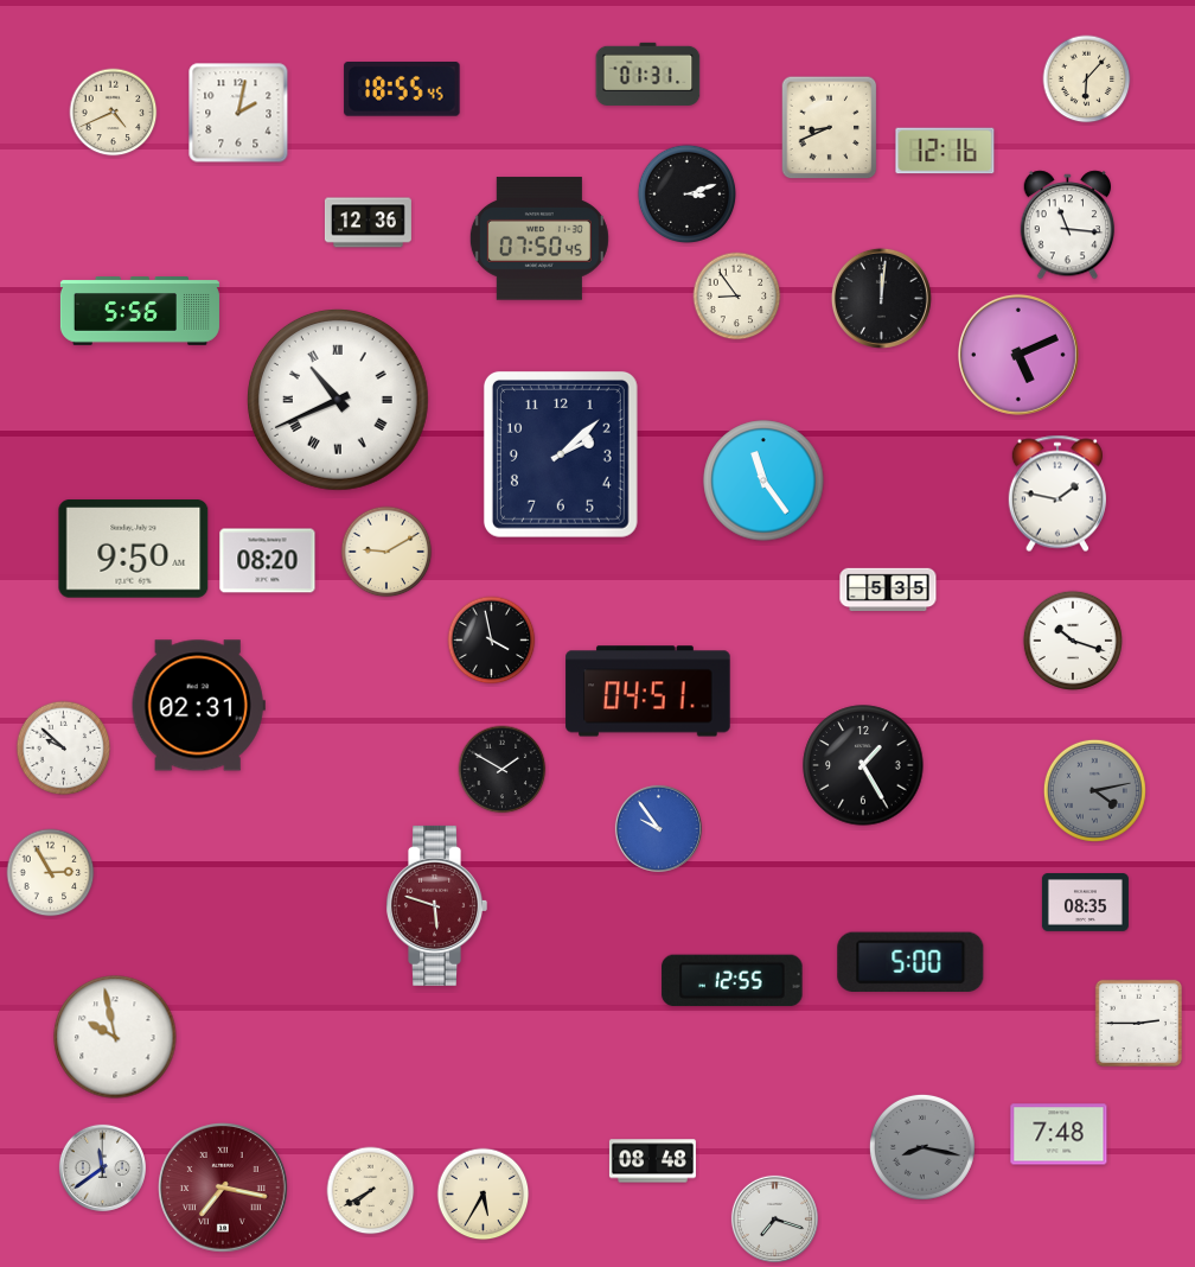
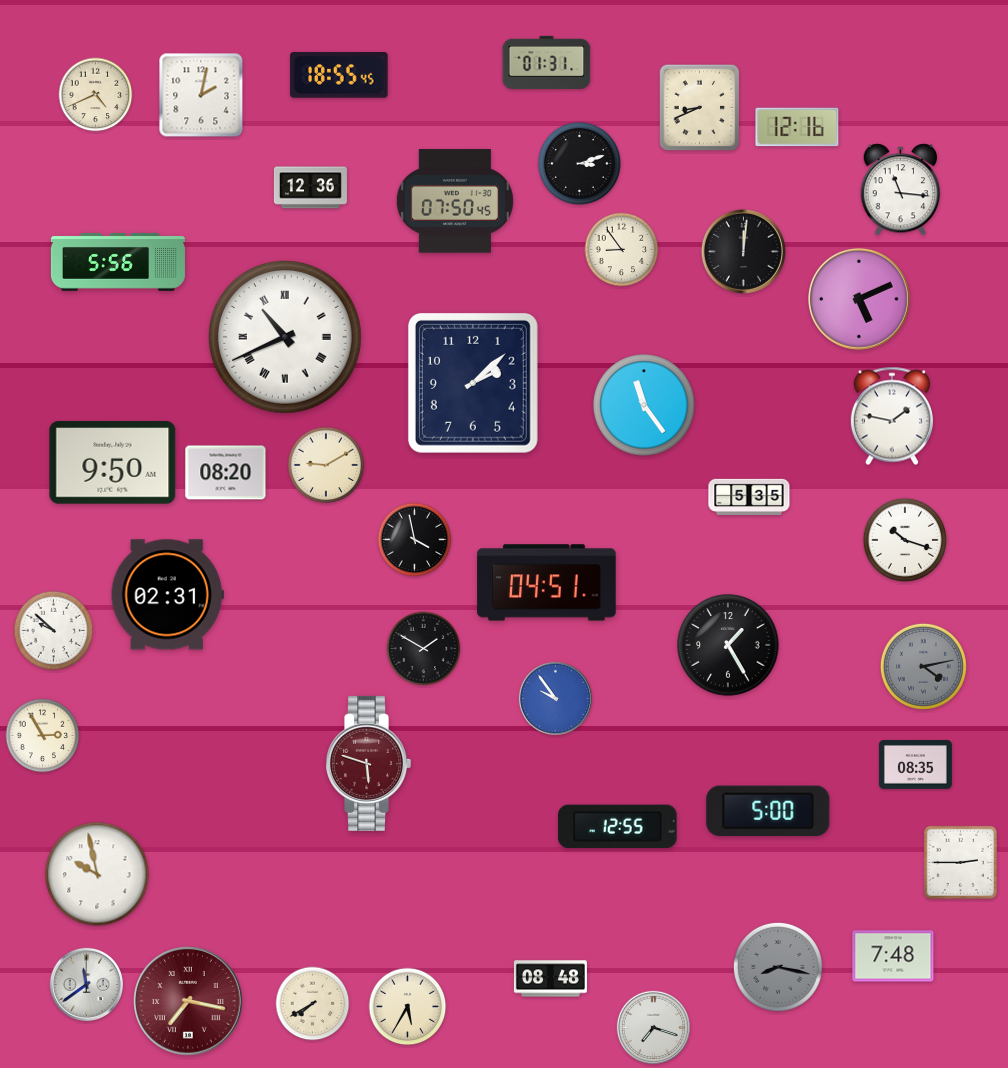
clock at (1087, 79): 6:07 -> none
clock at (1085, 903) position: (1085, 903) -> (915, 765)
